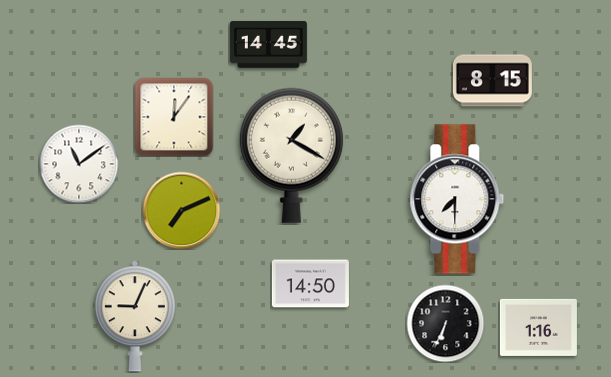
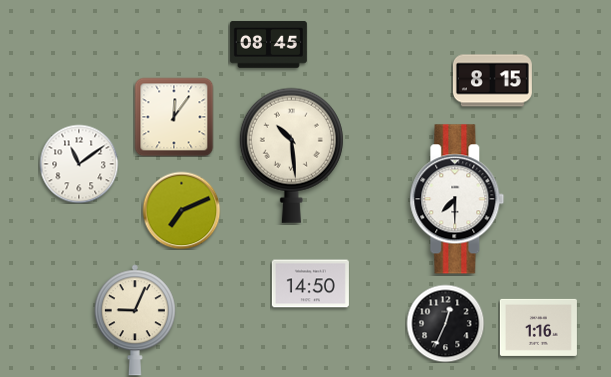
clock at (268, 45): 14:45 -> 08:45
clock at (291, 155): 1:20 -> 10:29
clock at (135, 316) position: (135, 316) -> (135, 320)
clock at (445, 323): 6:34 -> 12:34
